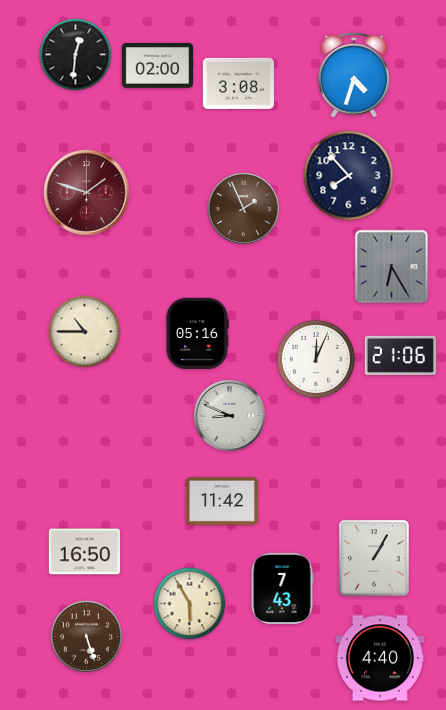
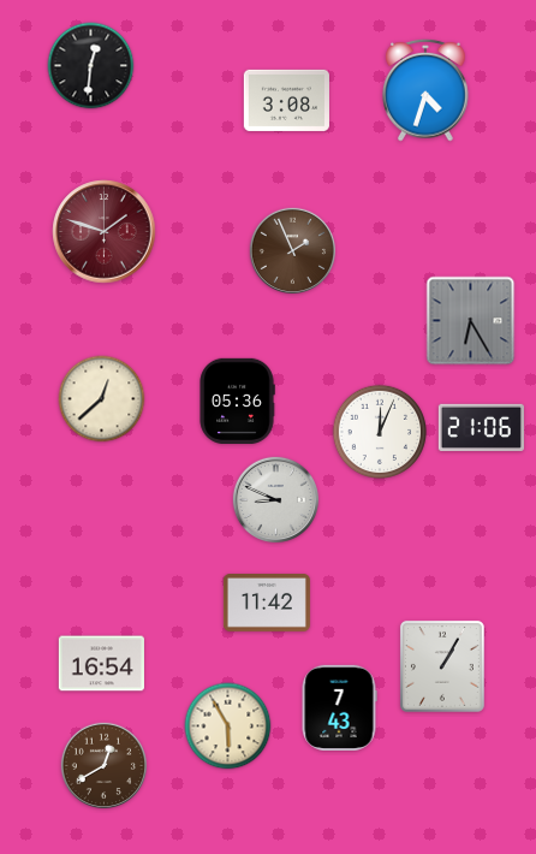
clock at (157, 66): 02:00 -> none
clock at (349, 176): 7:53 -> none
clock at (85, 332): 10:45 -> 12:38
clock at (197, 333): 05:16 -> 05:36
clock at (84, 552): 16:50 -> 16:54
clock at (374, 558) position: (374, 558) -> (442, 666)
clock at (86, 636): 5:27 -> 12:40
clock at (380, 658): 4:40 -> none
